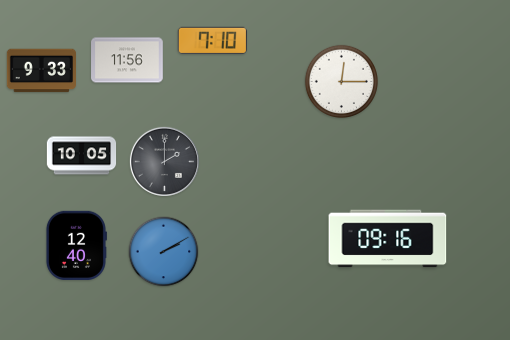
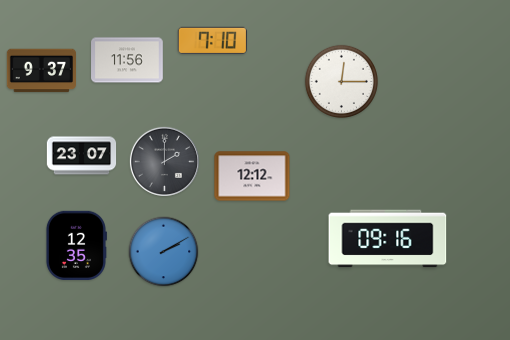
clock at (41, 71): 9:33 -> 9:37
clock at (82, 156): 10:05 -> 23:07
clock at (252, 176): none -> 12:12
clock at (76, 245): 12:40 -> 12:35
